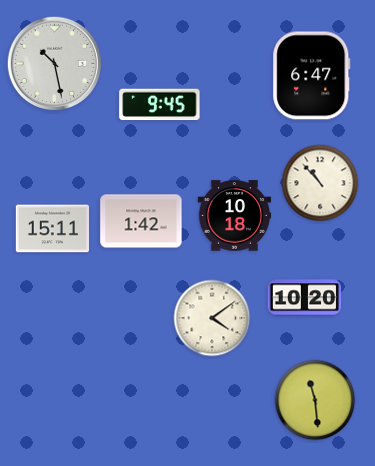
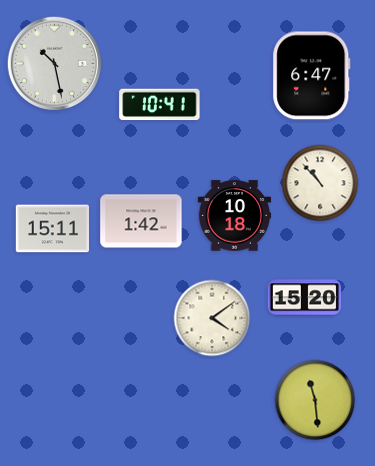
clock at (160, 105): 9:45 -> 10:41
clock at (305, 298): 10:20 -> 15:20
